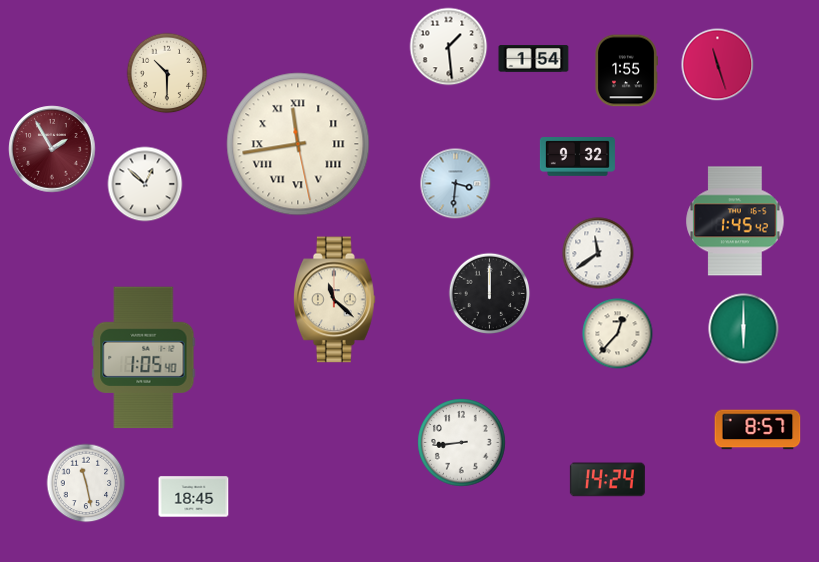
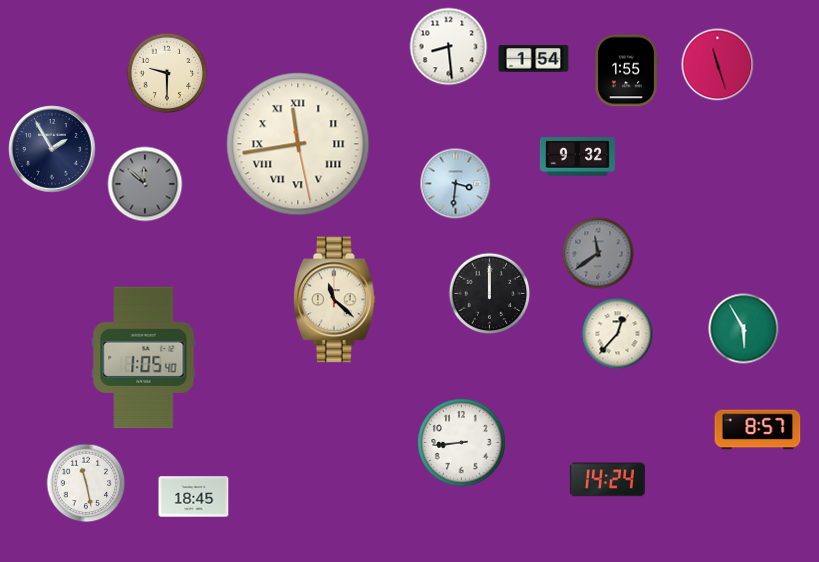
clock at (449, 47): 1:29 -> 8:29
clock at (167, 73): 10:30 -> 9:30
clock at (52, 149) dial: burgundy -> navy
clock at (145, 184): 12:52 -> 11:52
clock at (145, 184) dial: white -> grey
clock at (735, 221): 1:45 -> none
clock at (598, 253) dial: white -> grey
clock at (744, 329): 6:00 -> 5:55
